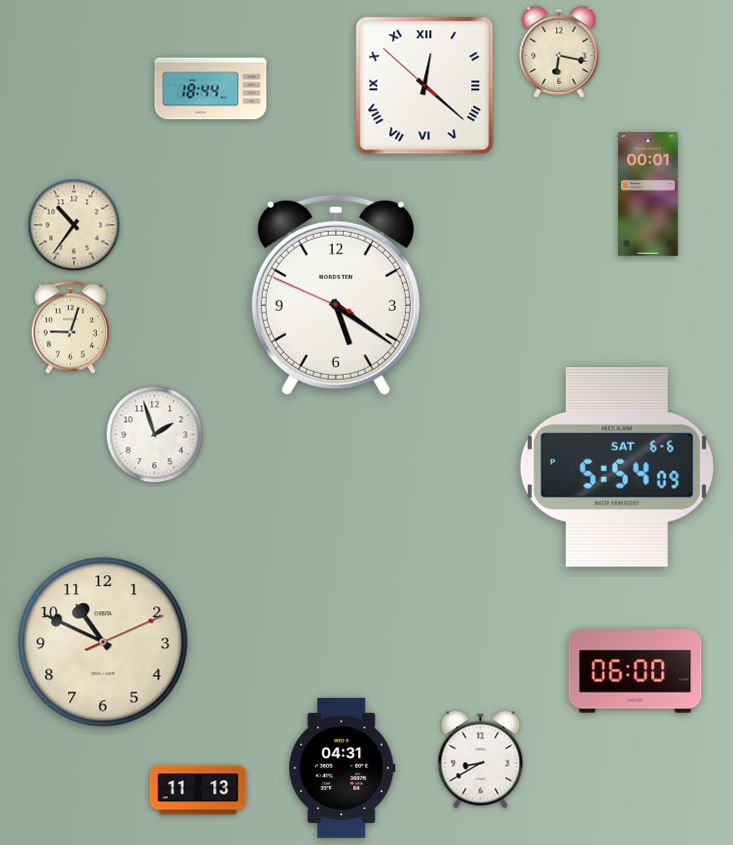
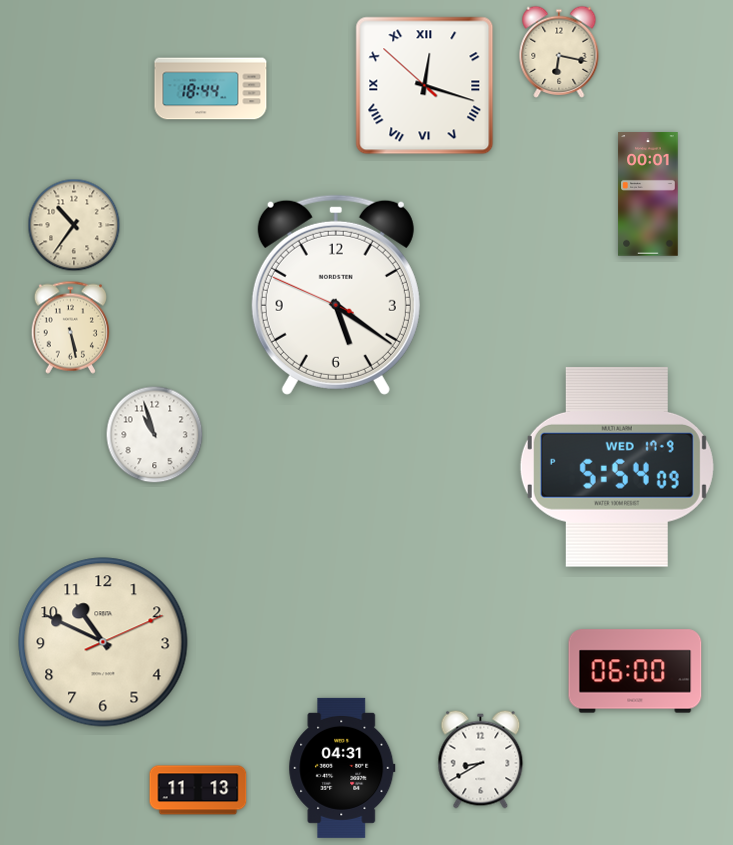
clock at (425, 86): 12:21 -> 12:17
clock at (70, 327): 9:03 -> 5:28
clock at (155, 435): 1:57 -> 10:57
clock at (617, 467) date: SAT 6-6 -> WED 17-9
